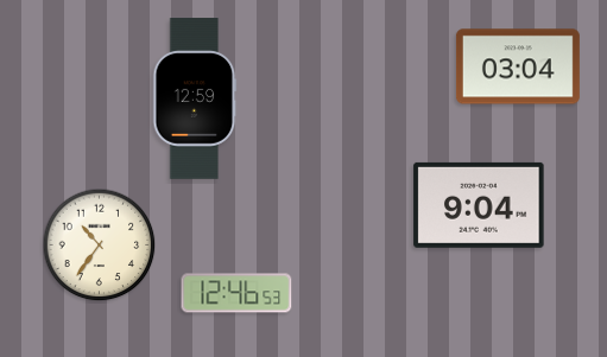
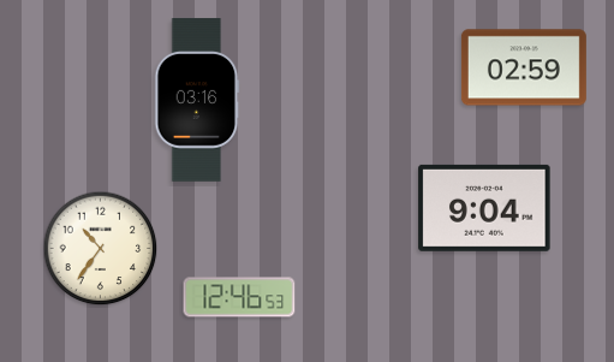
clock at (518, 66): 03:04 -> 02:59
clock at (195, 98): 12:59 -> 03:16
